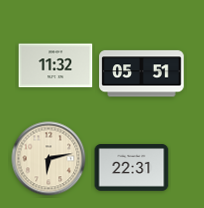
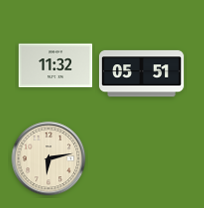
clock at (132, 168): 22:31 -> none
